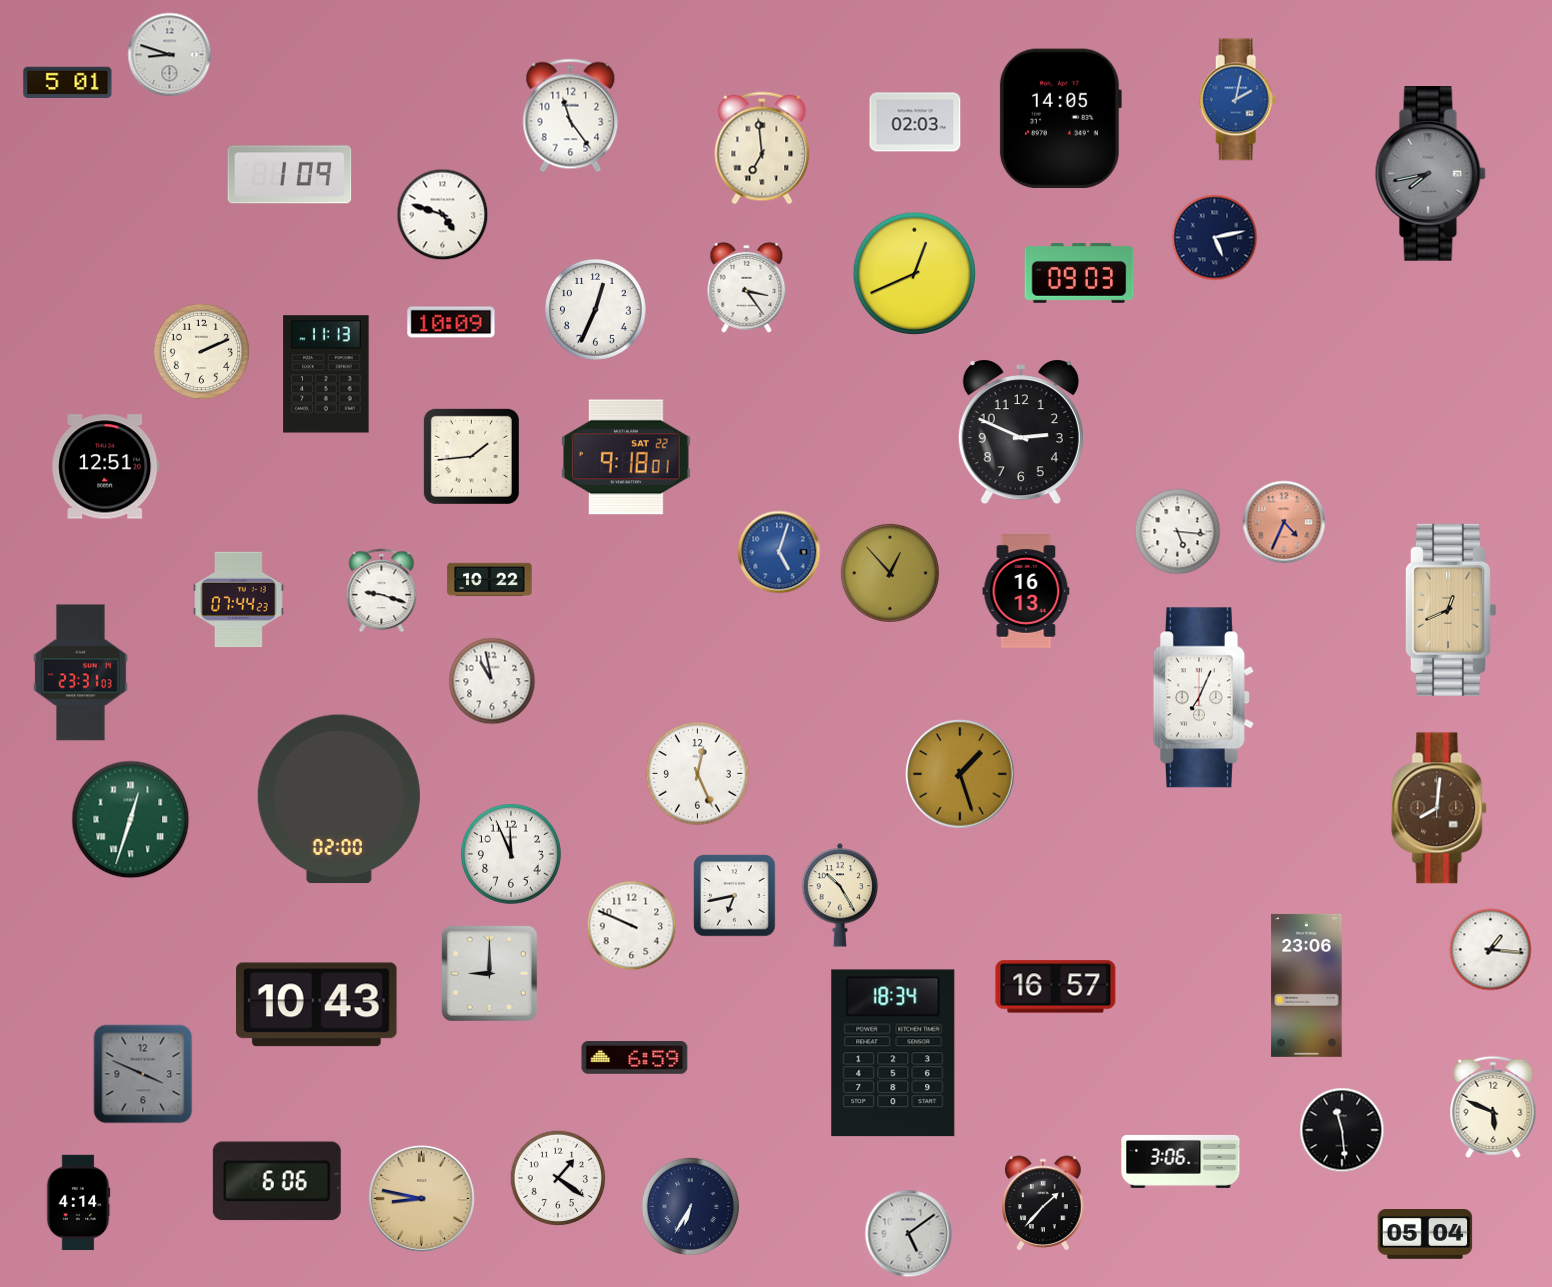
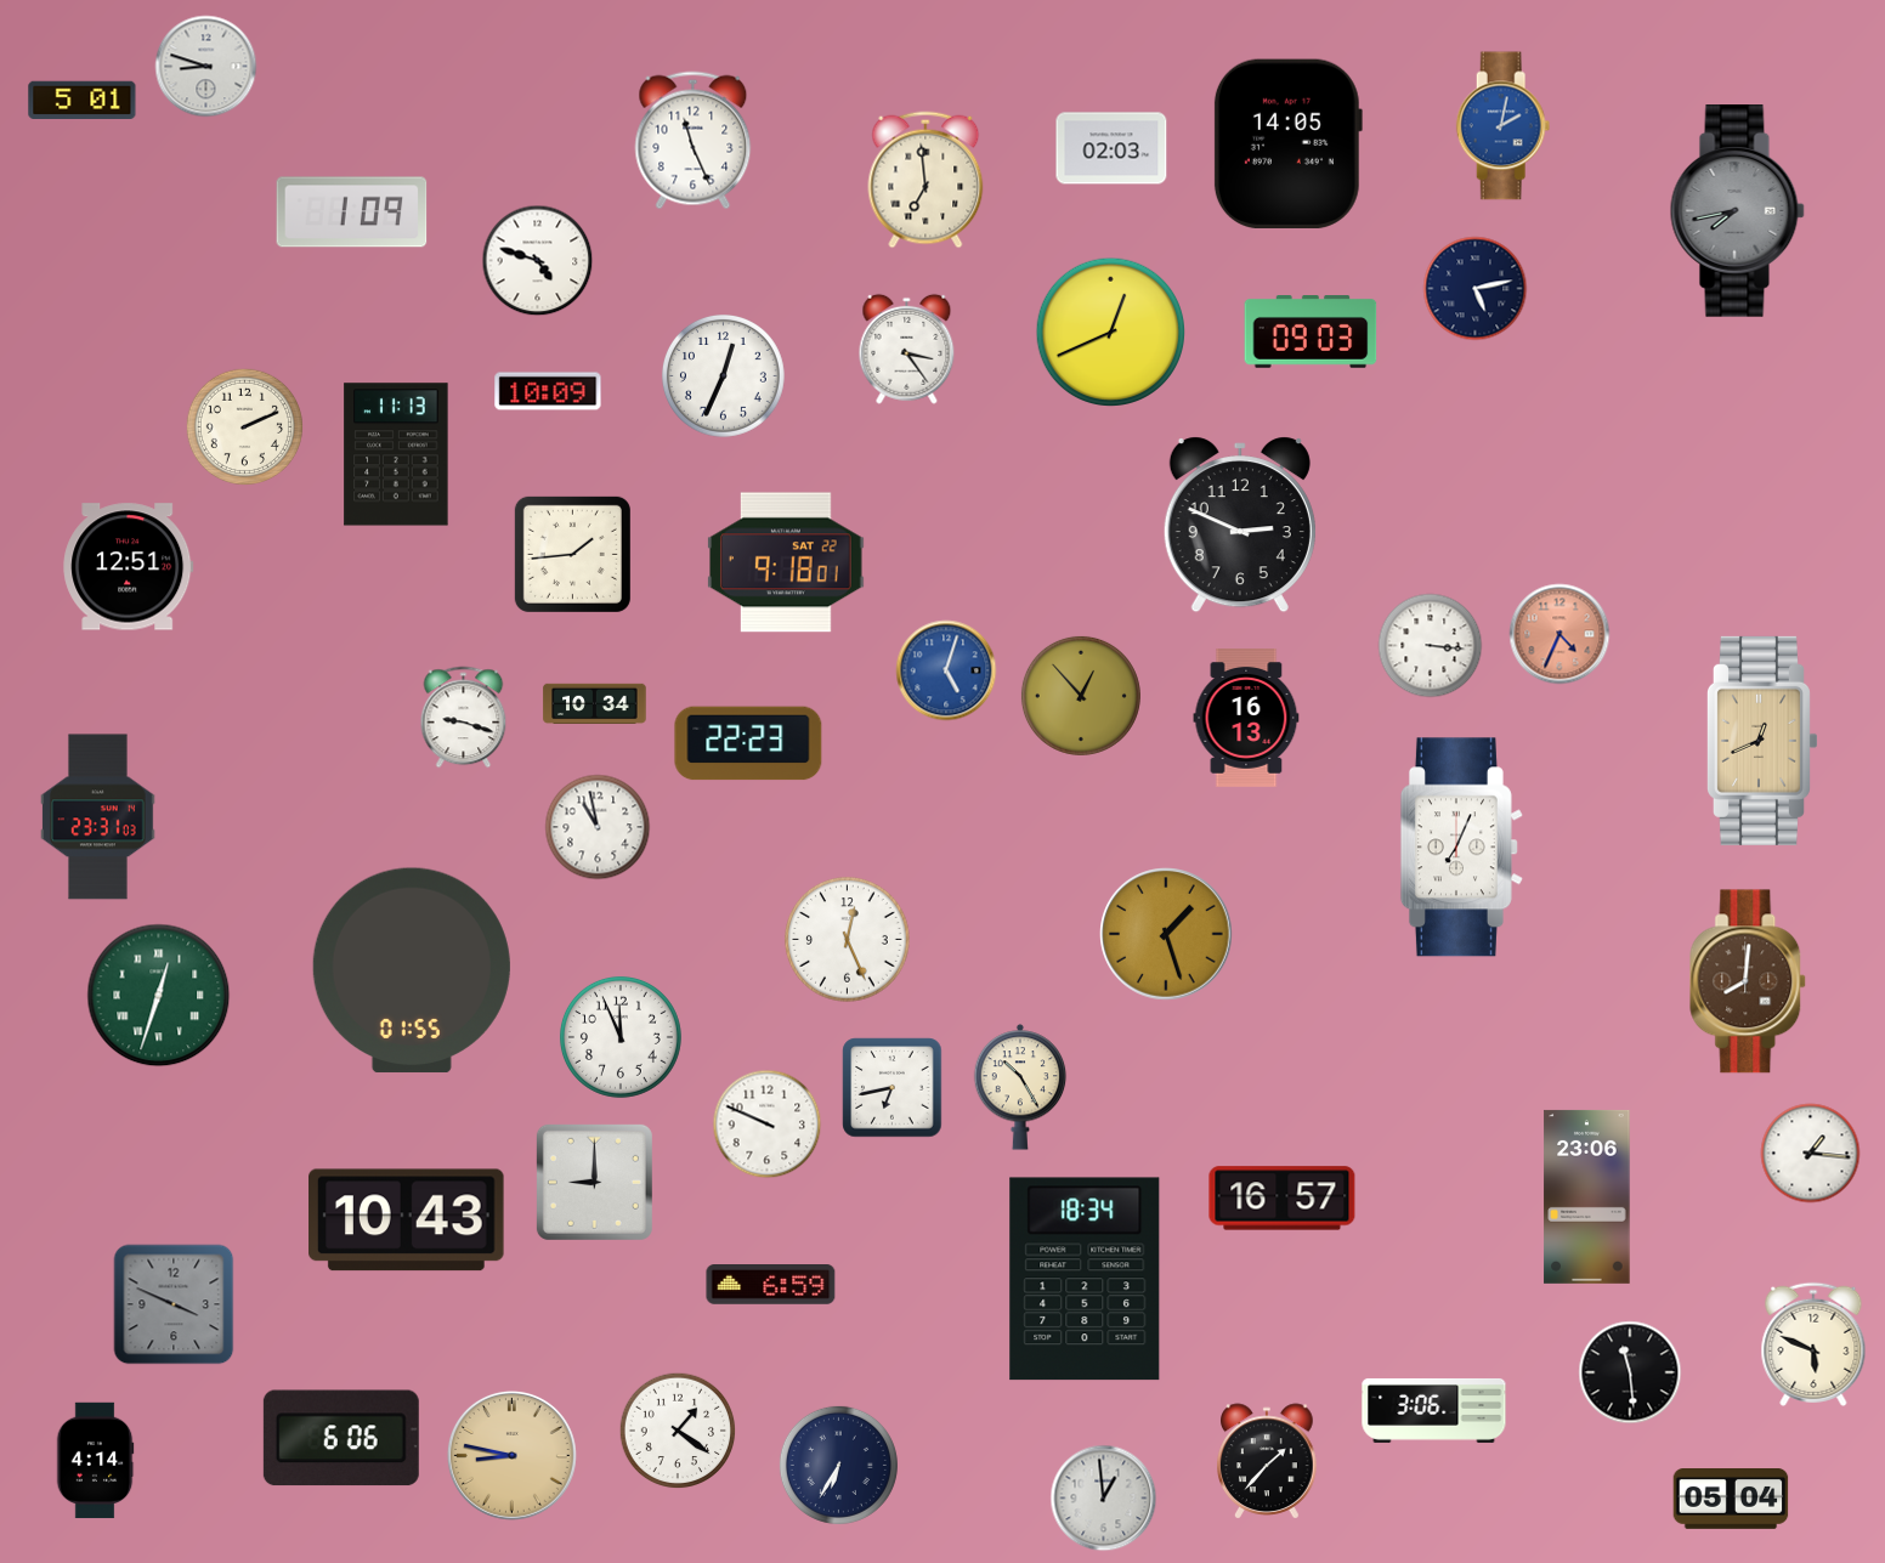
clock at (1238, 100) position: (1238, 100) -> (1504, 126)
clock at (571, 116): 11:24 -> 11:26
clock at (626, 457) position: (626, 457) -> (786, 562)
clock at (1178, 532): 5:16 -> 3:16
clock at (490, 580): 10:22 -> 10:34
clock at (239, 600): 07:44 -> none
clock at (748, 743): none -> 22:23
clock at (960, 774) position: (960, 774) -> (1166, 934)
clock at (339, 799): 02:00 -> 01:55
clock at (317, 1005) position: (317, 1005) -> (407, 1221)
clock at (277, 1181) position: (277, 1181) -> (341, 1438)
clock at (909, 1234): 5:09 -> 12:59
